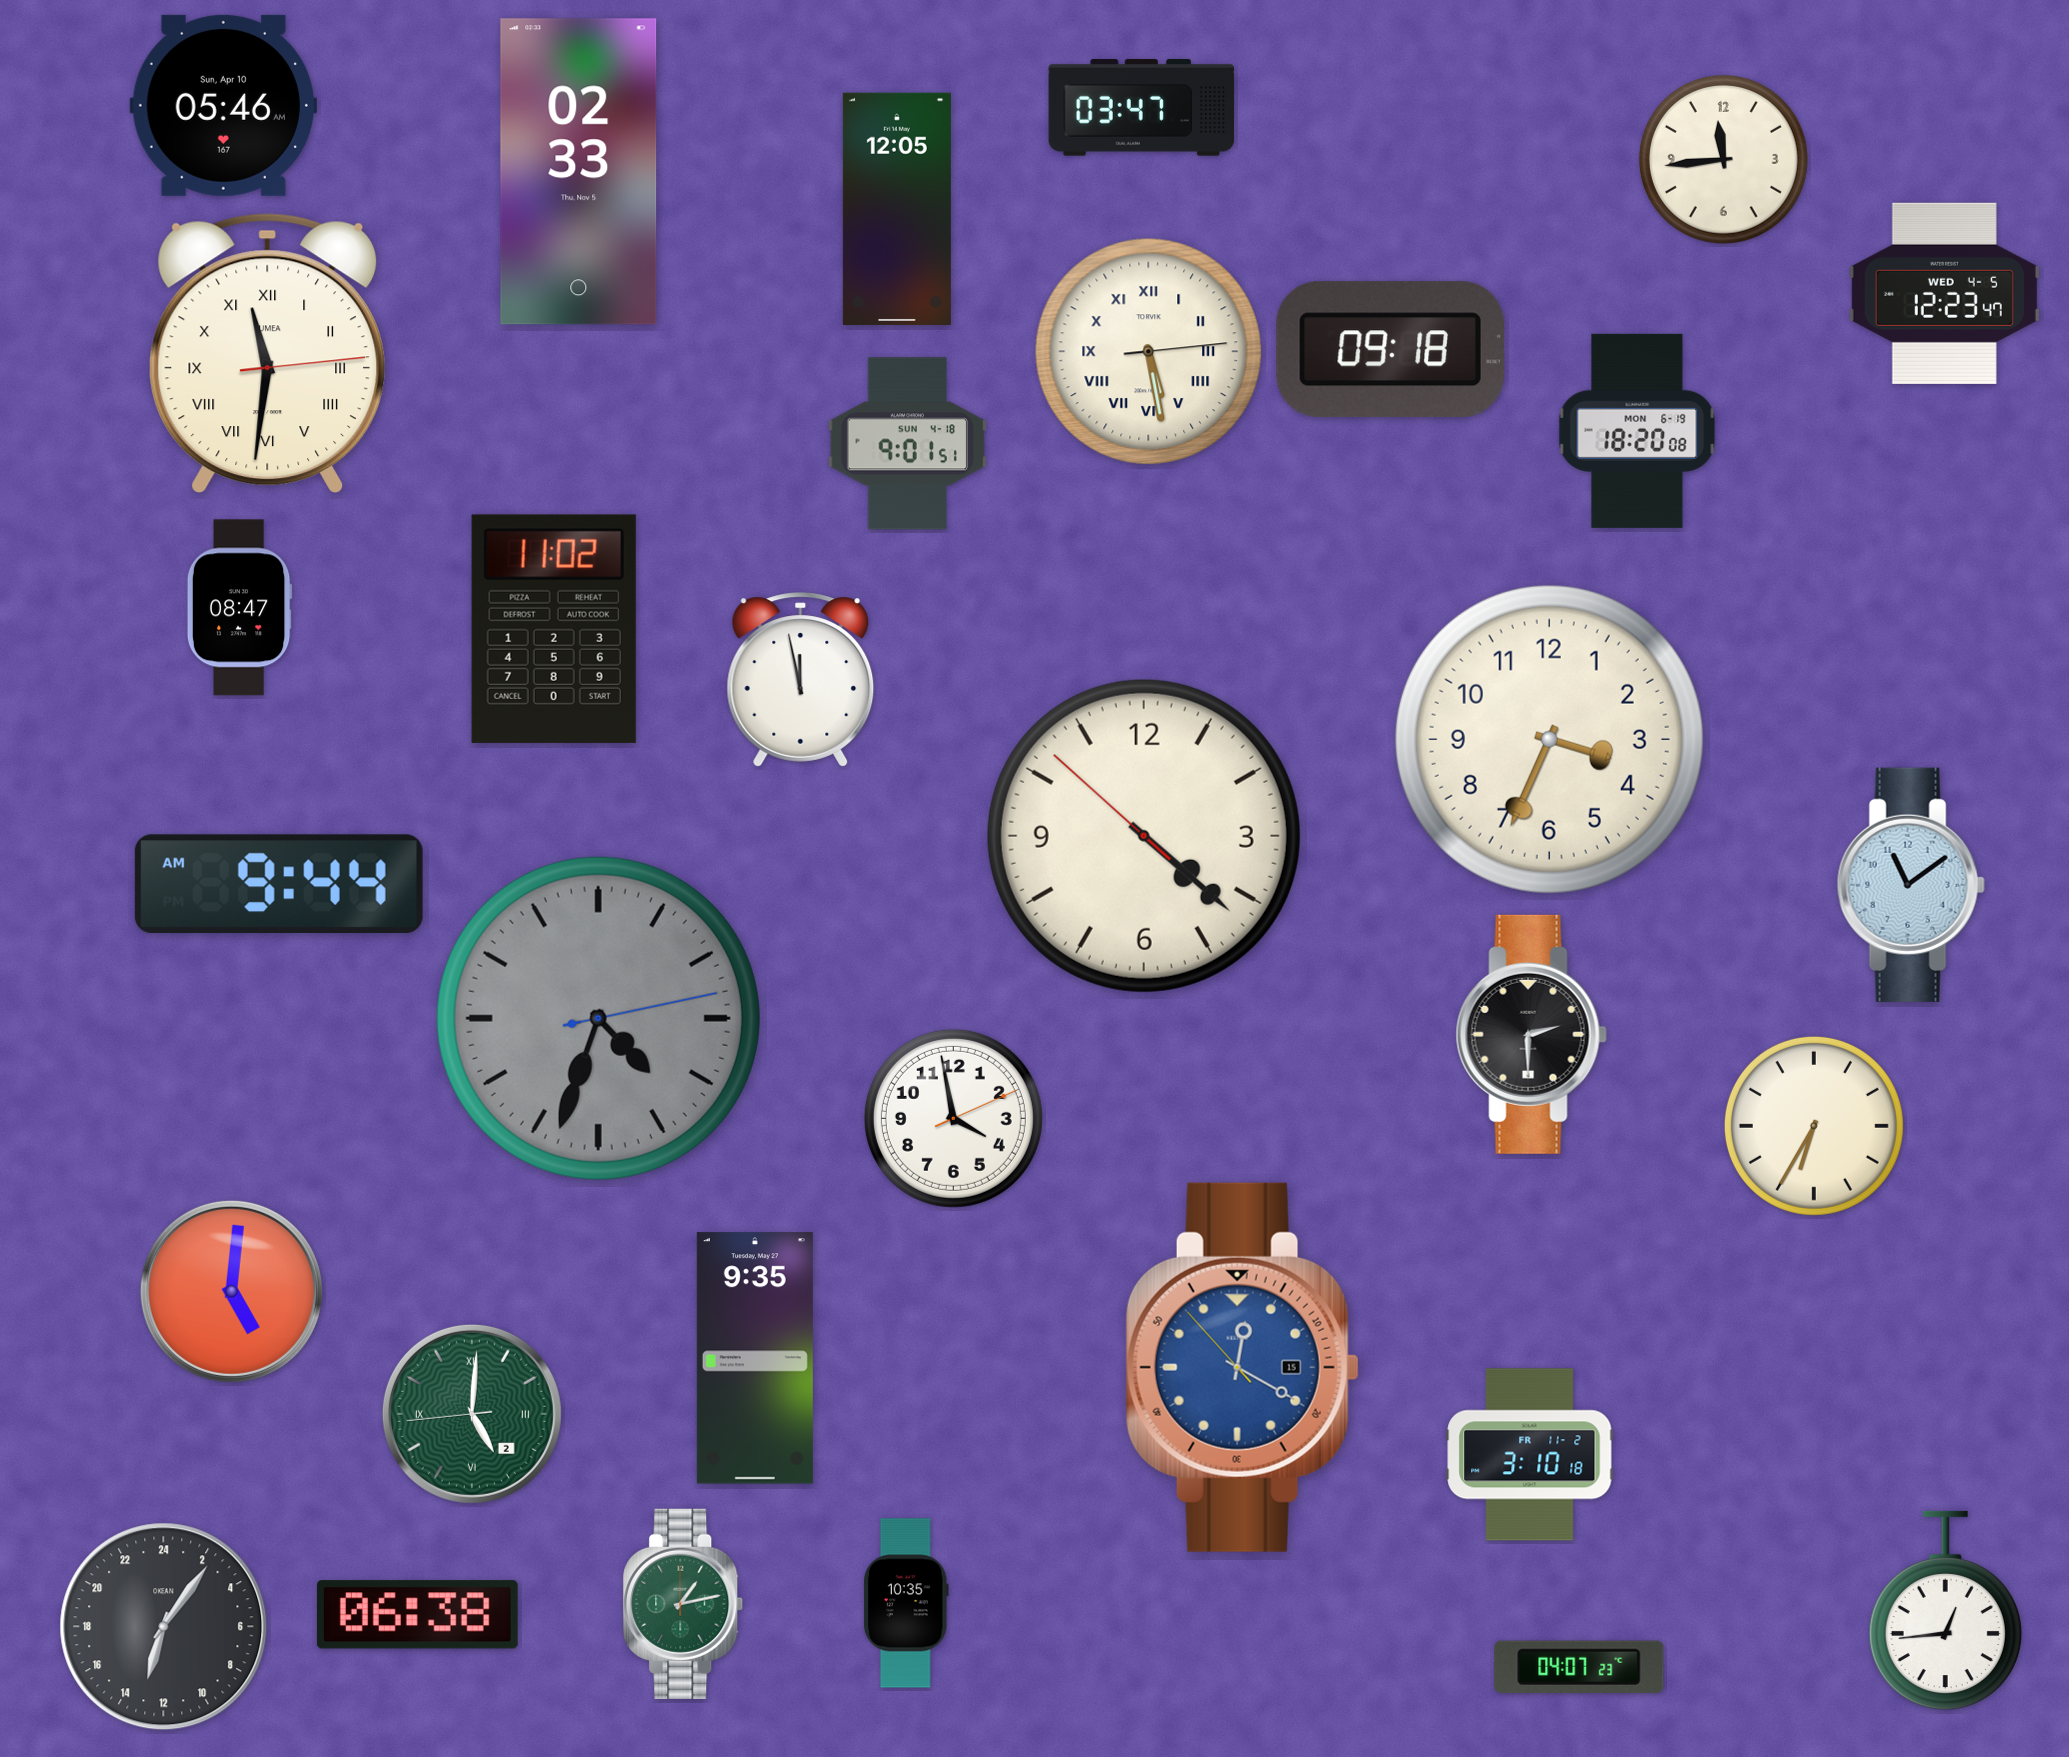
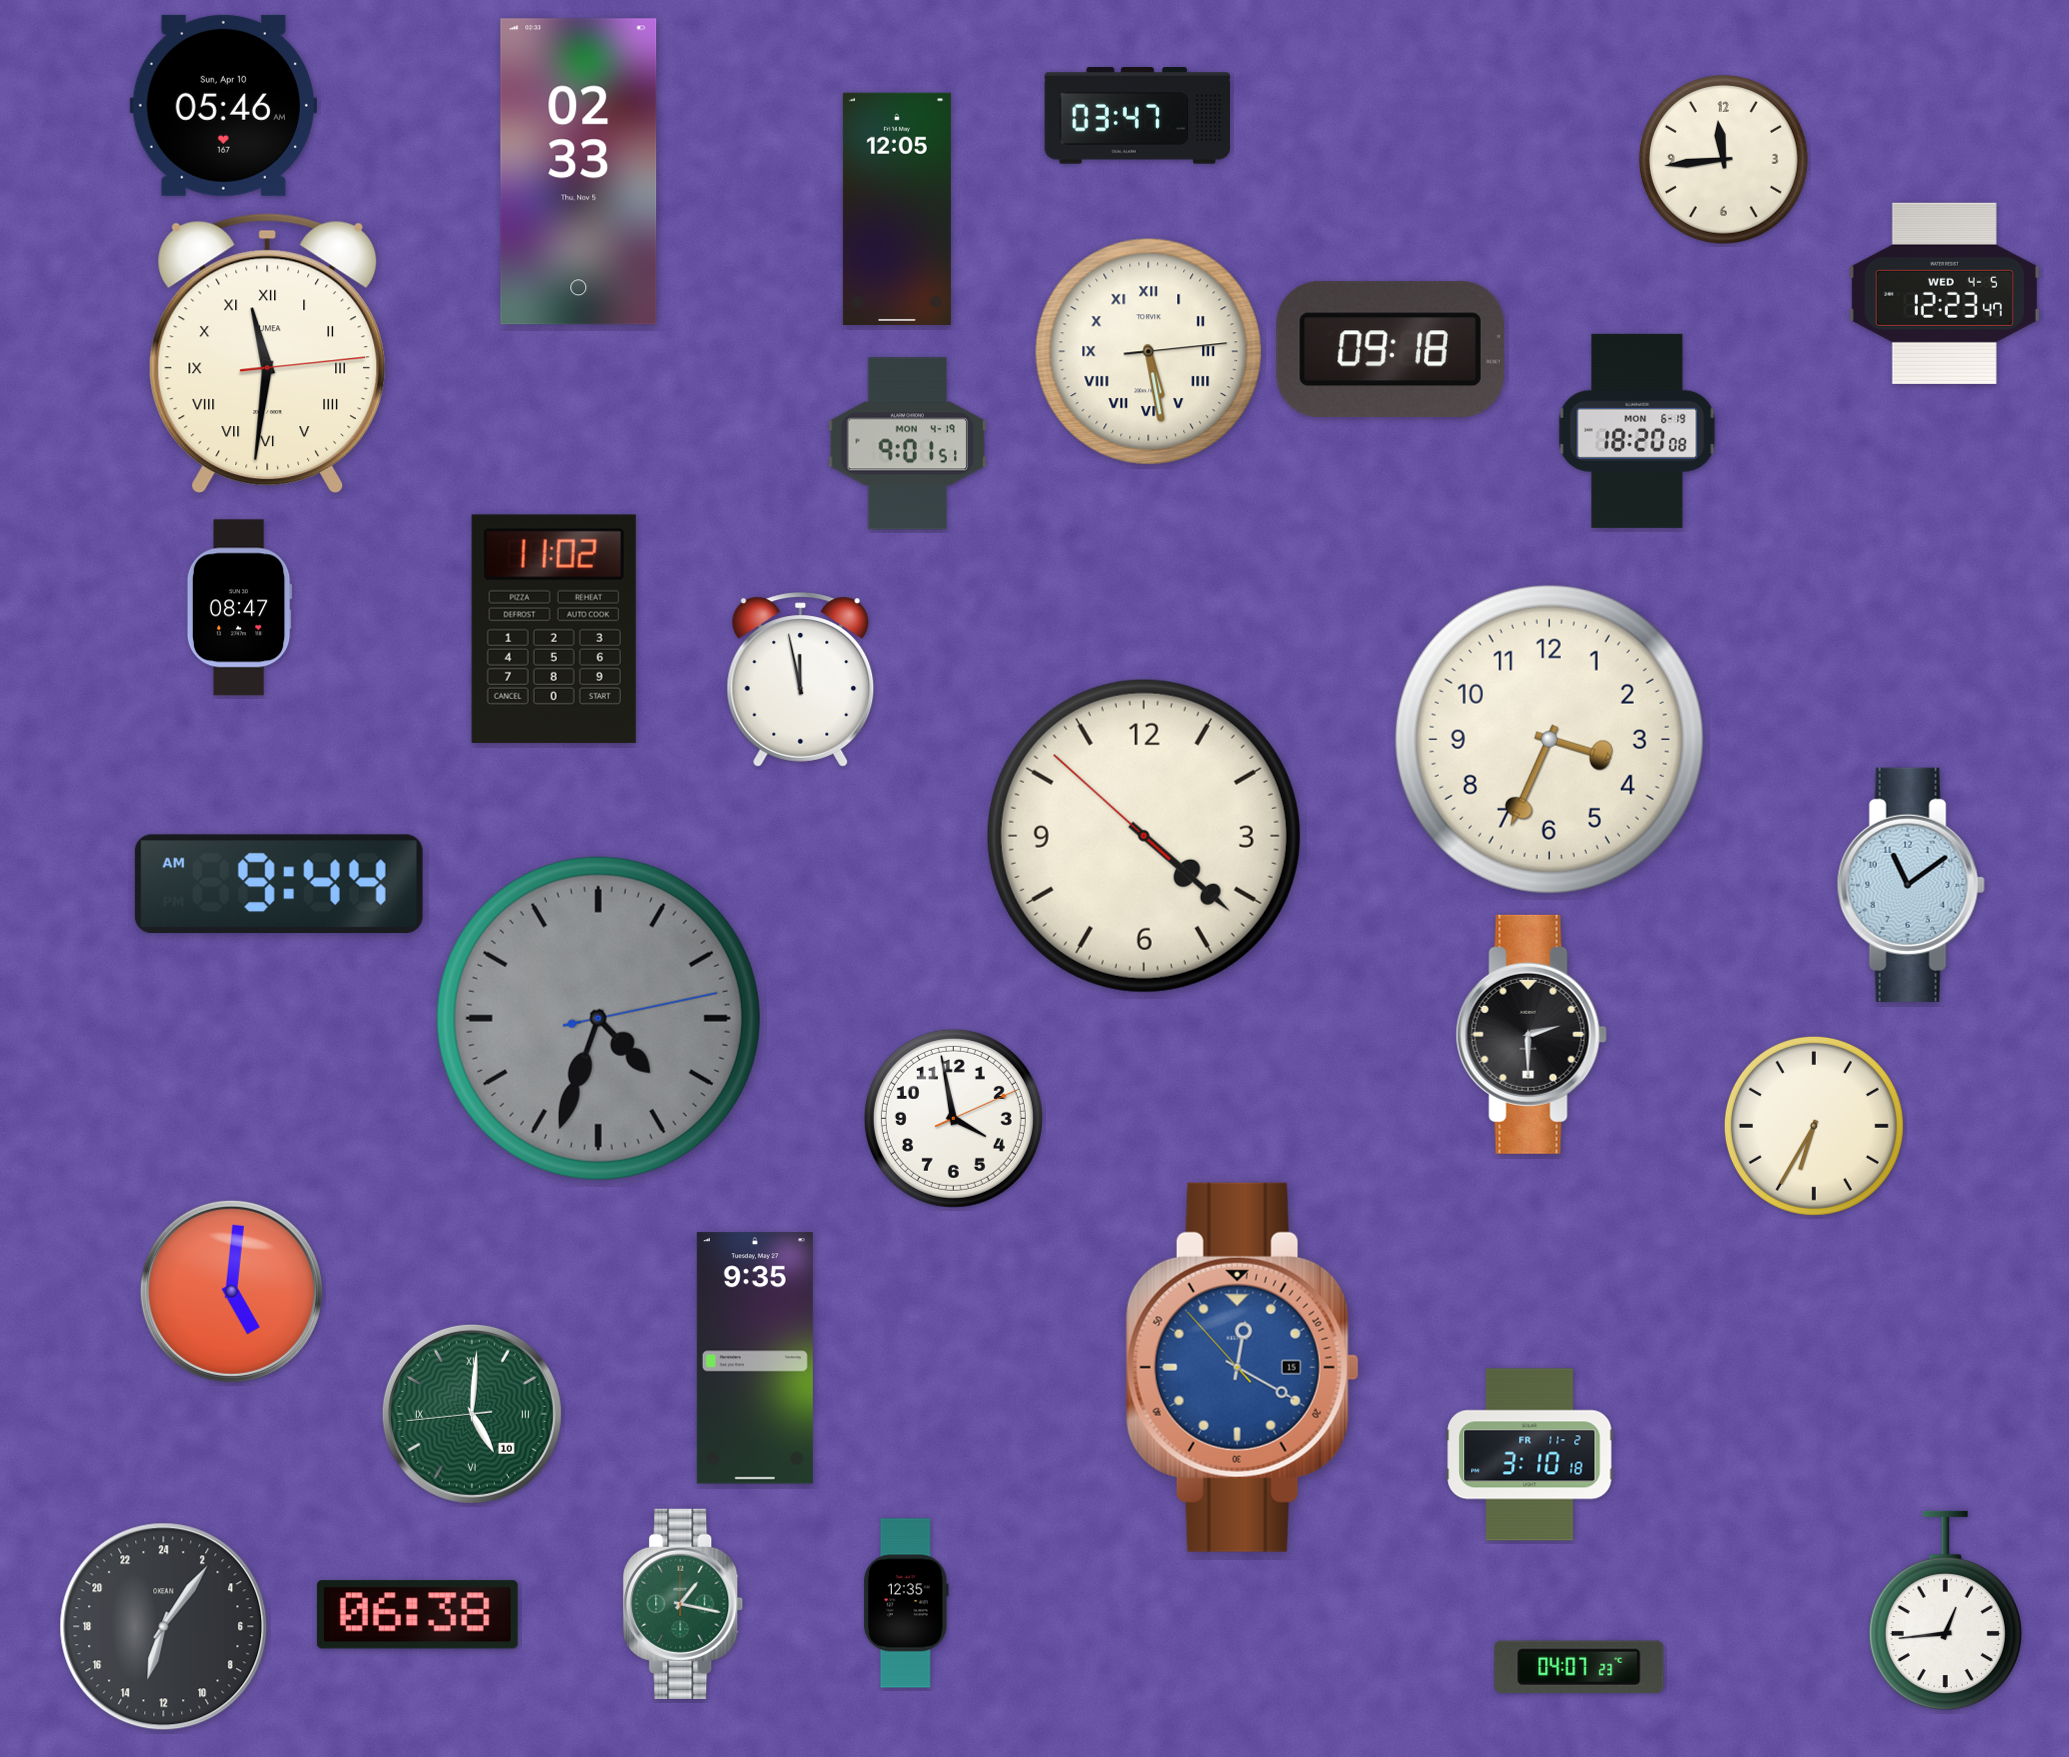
clock at (1142, 108) position: (1142, 108) -> (1138, 116)
clock at (908, 444) date: SUN 4-18 -> MON 4-19
clock at (472, 1414) date: 2 -> 10
clock at (906, 1603): 10:35 -> 12:35
clock at (683, 1604): 1:13 -> 1:17
